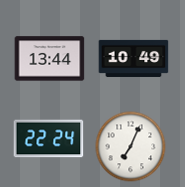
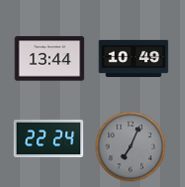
clock at (131, 147) dial: white -> grey
